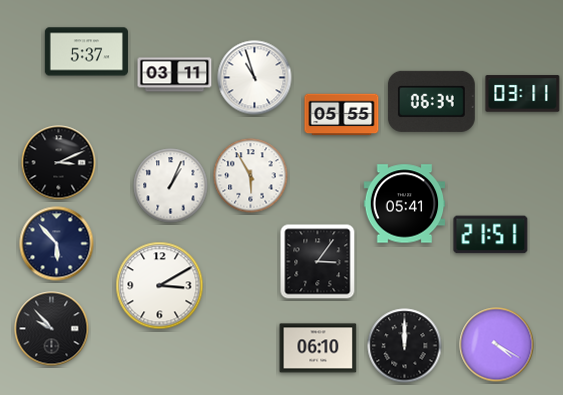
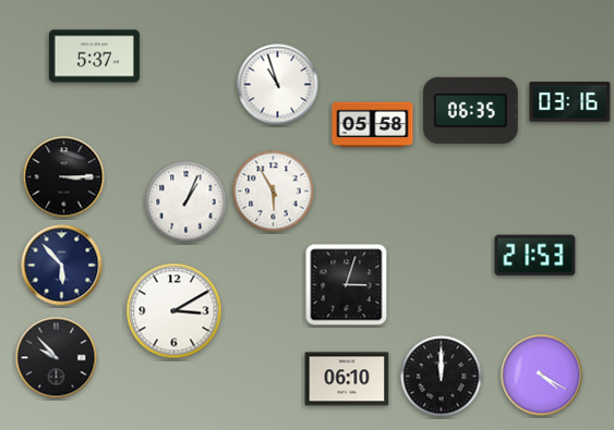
clock at (175, 75): 03:11 -> none
clock at (523, 94): 03:11 -> 03:16
clock at (431, 101): 06:34 -> 06:35
clock at (342, 115): 05:55 -> 05:58
clock at (59, 163): 3:11 -> 3:15
clock at (405, 204): 05:41 -> none
clock at (491, 235): 21:51 -> 21:53
clock at (318, 262): 3:06 -> 3:03
